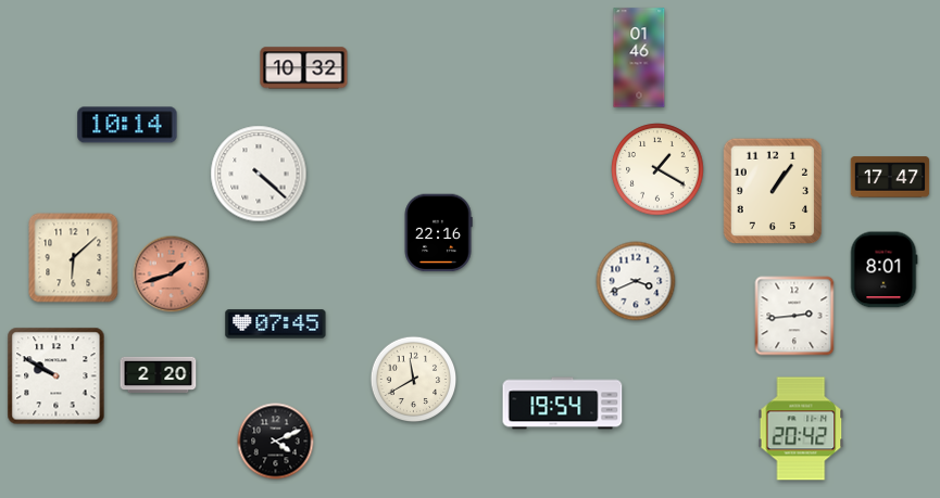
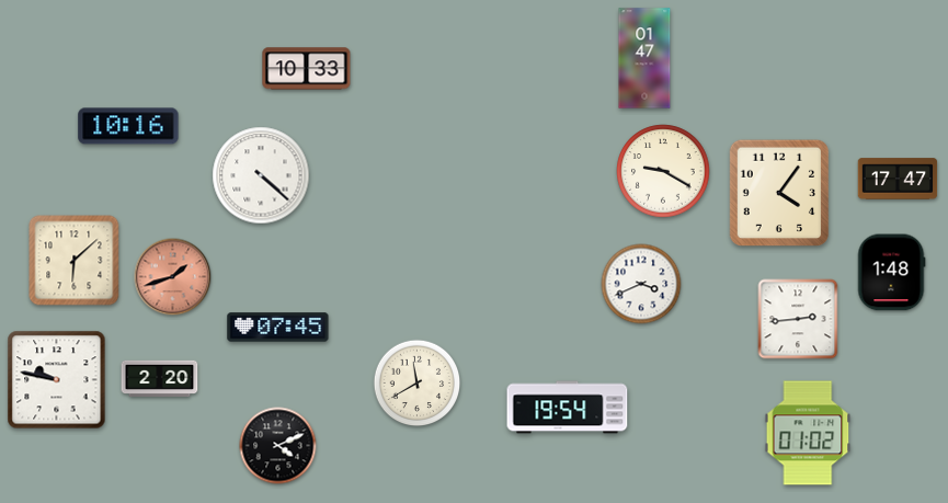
clock at (639, 58): 01:46 -> 01:47
clock at (304, 68): 10:32 -> 10:33
clock at (127, 125): 10:14 -> 10:16
clock at (657, 169): 1:20 -> 9:20
clock at (773, 191): 1:06 -> 4:06
clock at (438, 233): 22:16 -> none
clock at (883, 270): 8:01 -> 1:48
clock at (794, 316) position: (794, 316) -> (798, 319)
clock at (57, 376): 9:50 -> 9:47
clock at (801, 429): 20:42 -> 01:02
